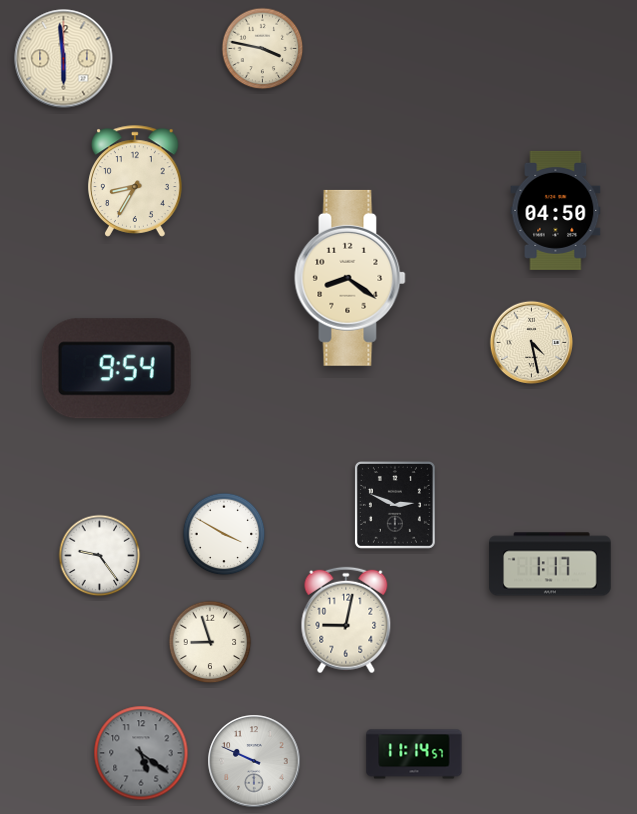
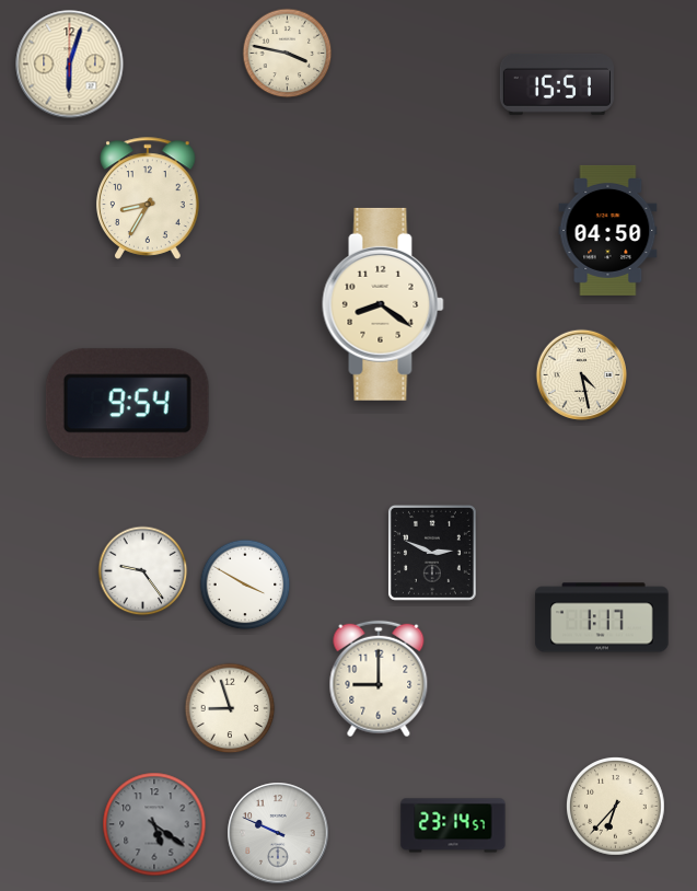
clock at (64, 59): 5:59 -> 6:03
clock at (557, 84): none -> 15:51
clock at (100, 556) position: (100, 556) -> (143, 571)
clock at (346, 620): 9:02 -> 9:00
clock at (210, 642) position: (210, 642) -> (230, 708)
clock at (616, 807): none -> 6:37
clock at (414, 754): 11:14 -> 23:14
